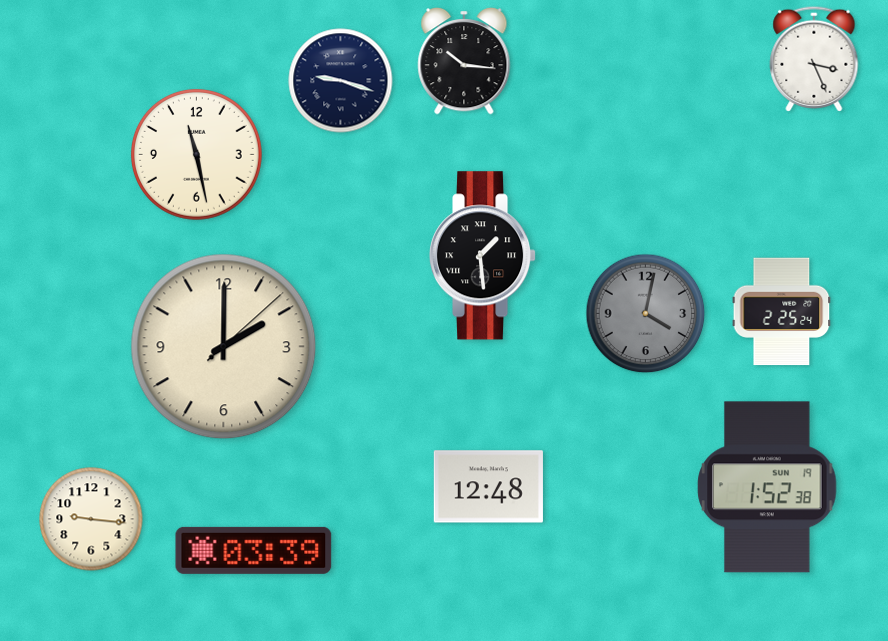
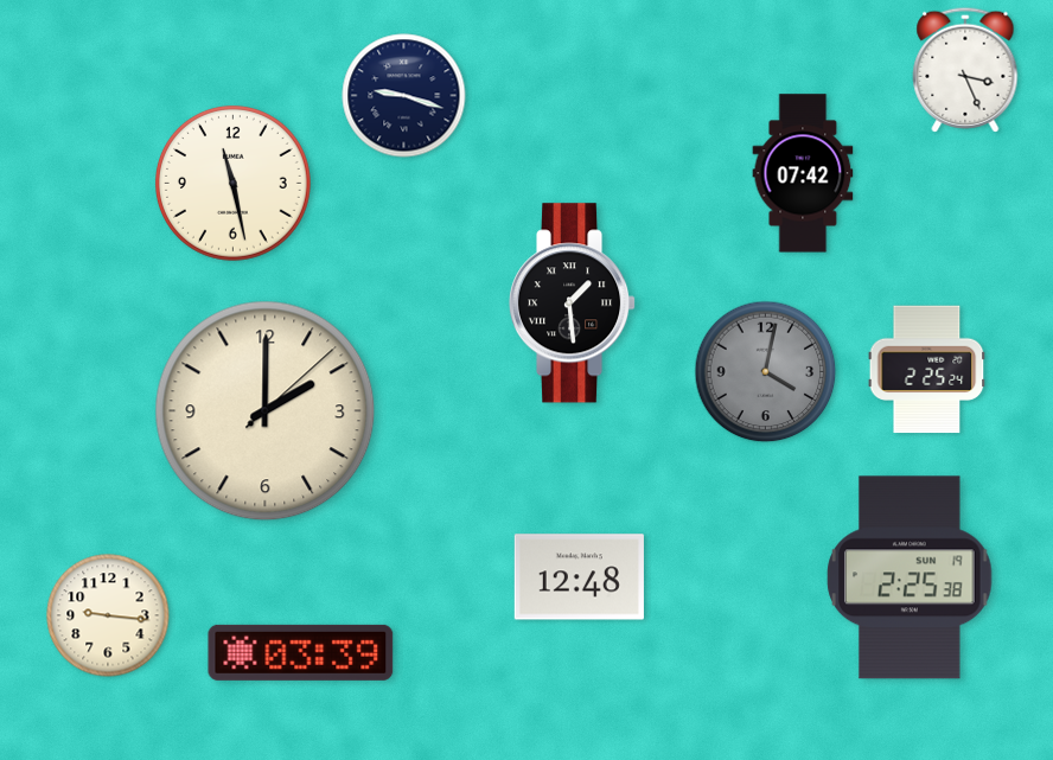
clock at (464, 62): 10:16 -> none
clock at (803, 173): none -> 07:42
clock at (767, 487): 1:52 -> 2:25
